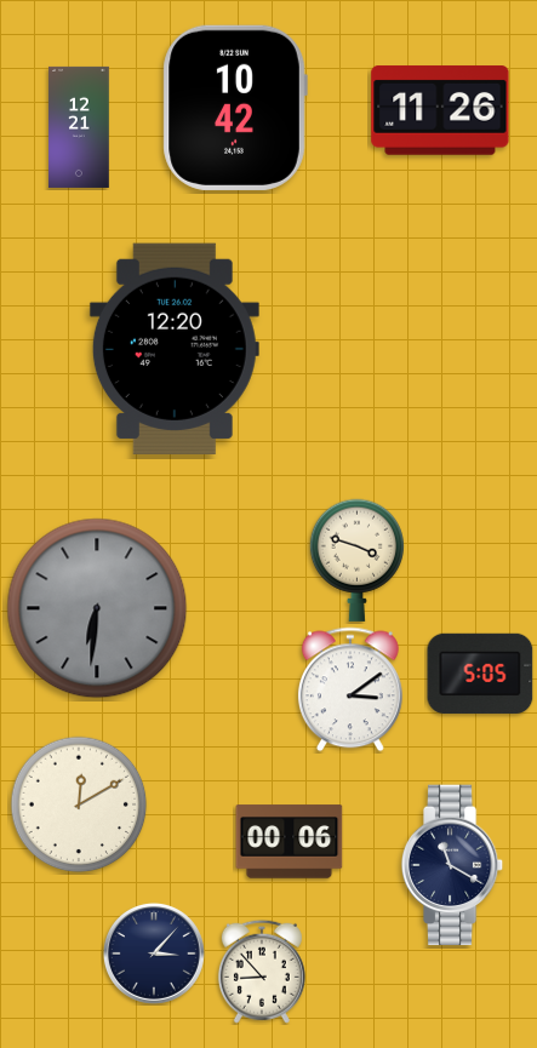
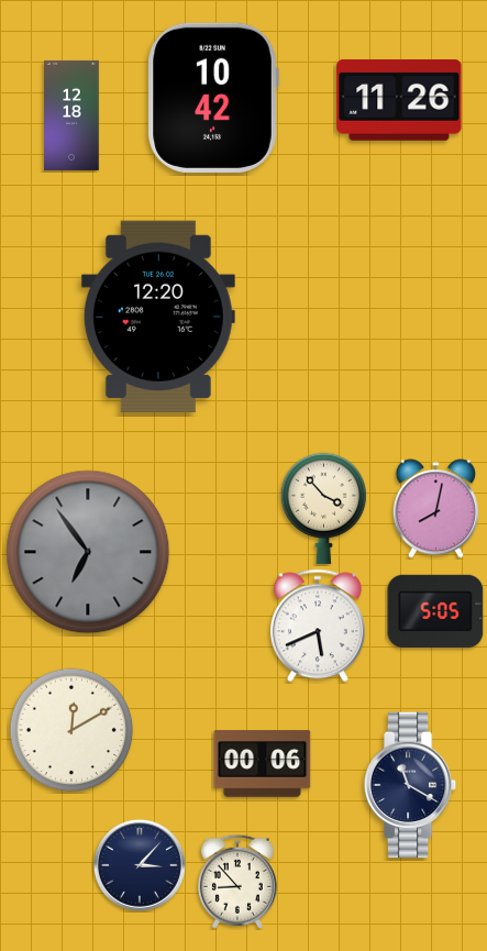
clock at (79, 127): 12:21 -> 12:18
clock at (356, 560): 3:48 -> 3:53
clock at (435, 509): none -> 8:02
clock at (97, 608): 6:31 -> 6:54
clock at (350, 689): 3:09 -> 5:41
